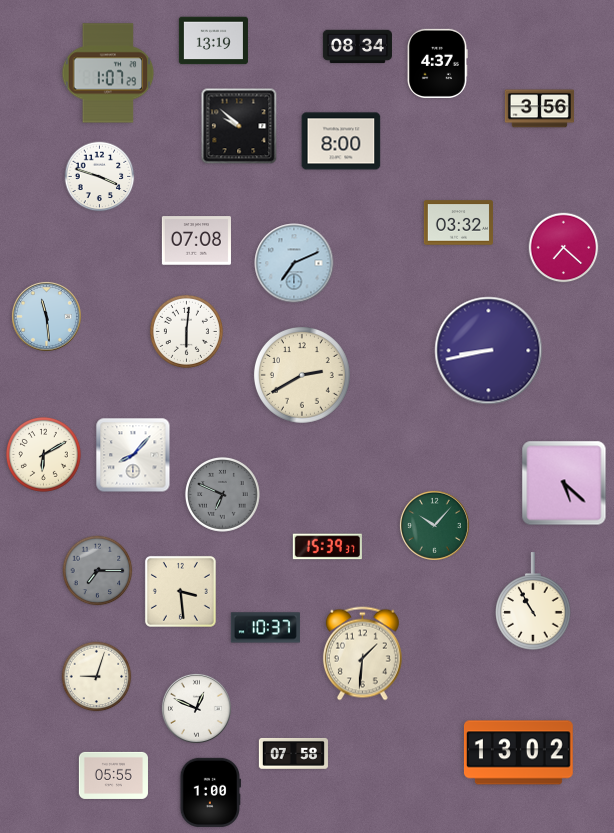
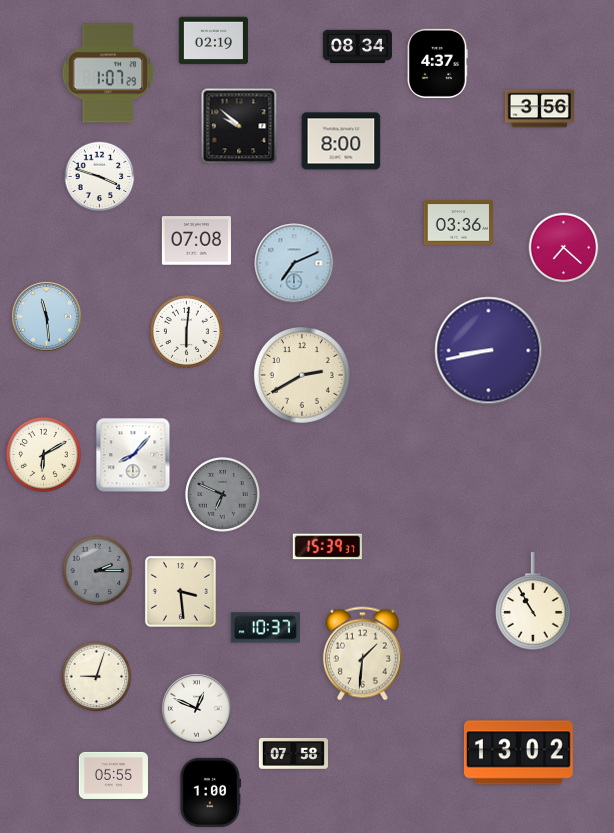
clock at (213, 41): 13:19 -> 02:19
clock at (458, 223): 03:32 -> 03:36
clock at (564, 483): 5:22 -> none
clock at (434, 525): 10:07 -> none
clock at (98, 571): 7:15 -> 2:15
